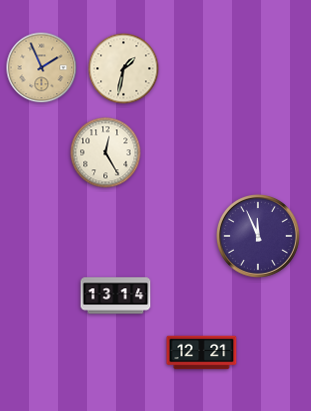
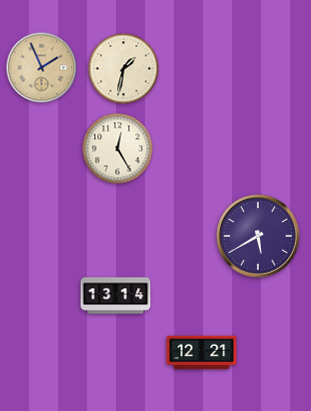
clock at (106, 153) position: (106, 153) -> (118, 149)
clock at (259, 237): 11:56 -> 5:40
